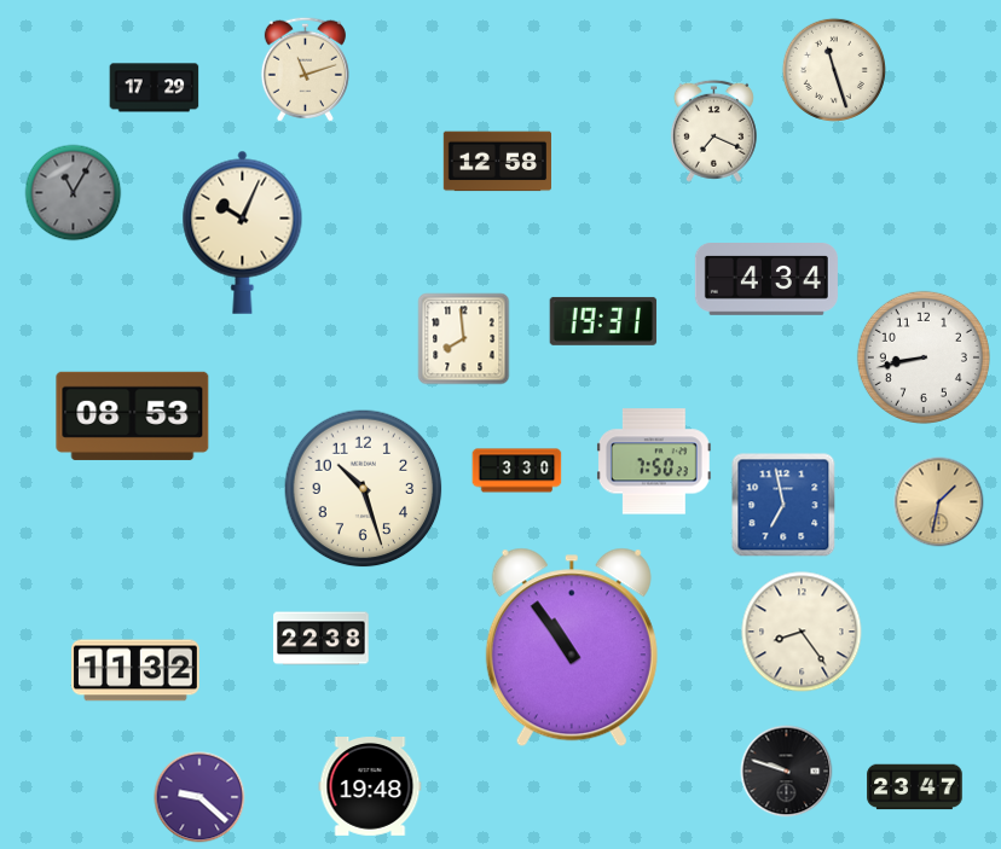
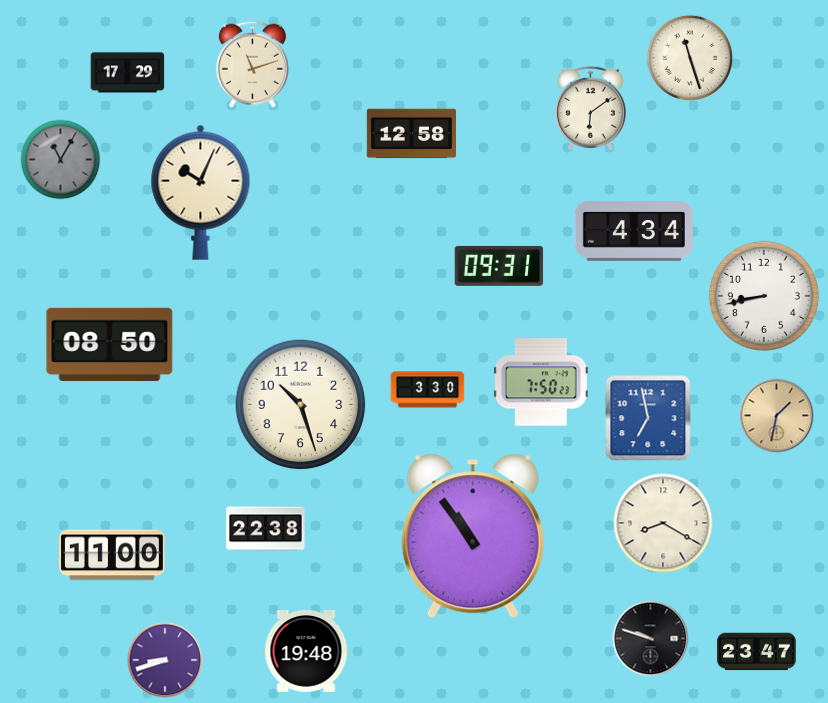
clock at (305, 69) position: (305, 69) -> (252, 64)
clock at (713, 130): 7:19 -> 6:09
clock at (603, 321): 19:31 -> 09:31
clock at (464, 339): 7:59 -> none
clock at (133, 415): 08:53 -> 08:50
clock at (802, 632): 8:24 -> 8:20
clock at (137, 670): 11:32 -> 11:00
clock at (199, 797): 9:22 -> 8:42
